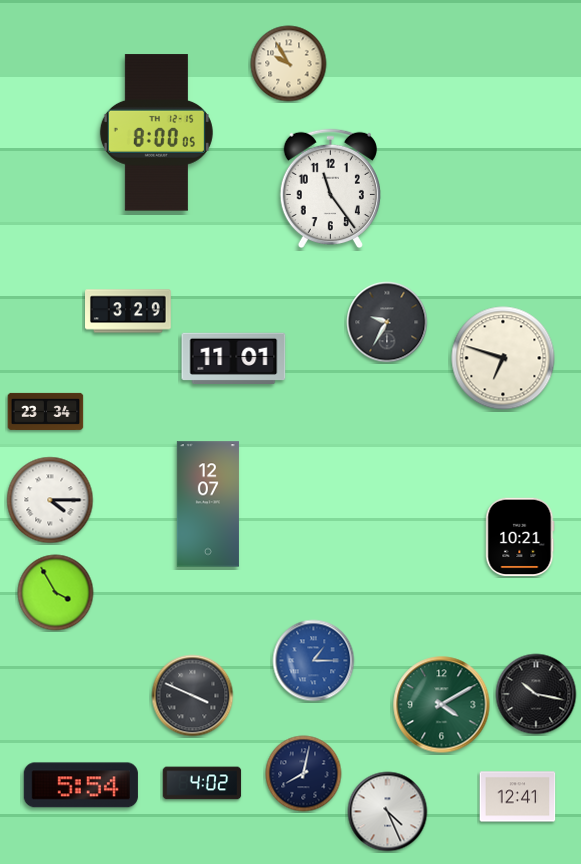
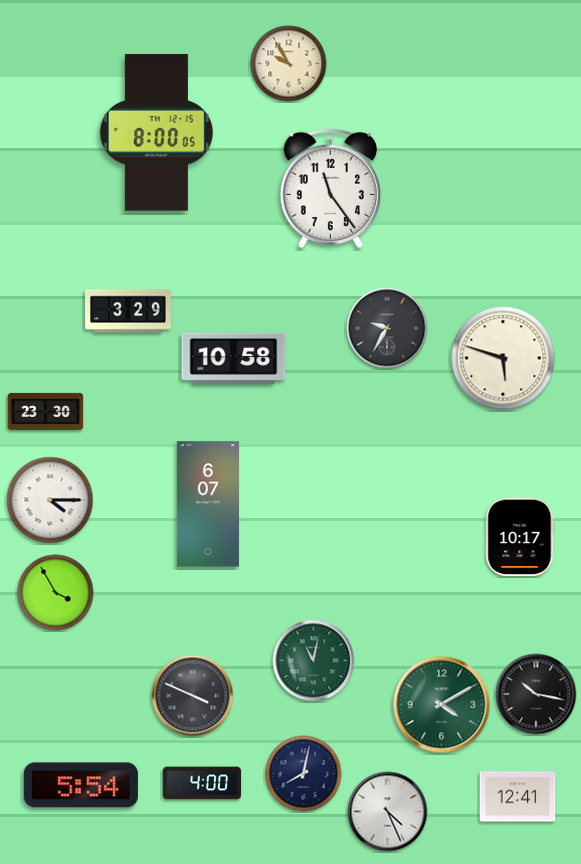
clock at (387, 322) position: (387, 322) -> (387, 328)
clock at (234, 358): 11:01 -> 10:58
clock at (503, 358): 6:48 -> 5:48
clock at (46, 411): 23:34 -> 23:30
clock at (208, 504): 12:07 -> 6:07
clock at (520, 537): 10:21 -> 10:17
clock at (314, 661): 1:15 -> 11:02
clock at (314, 661) dial: blue -> green
clock at (202, 783): 4:02 -> 4:00
